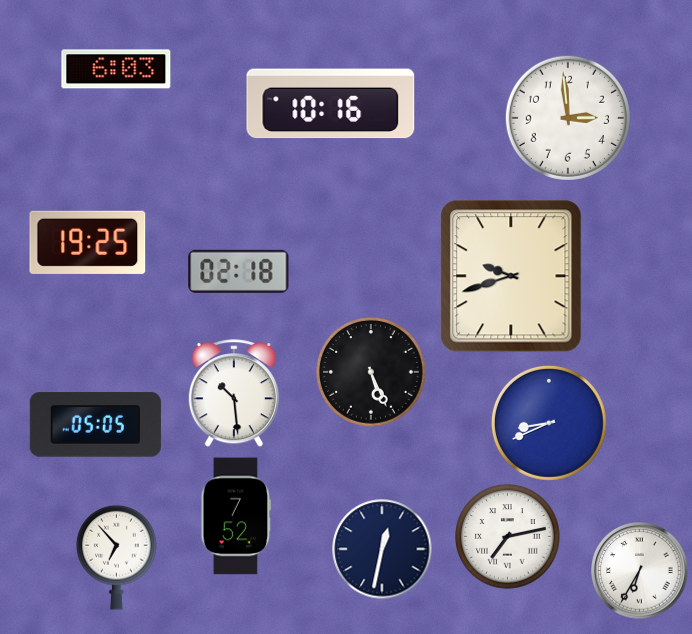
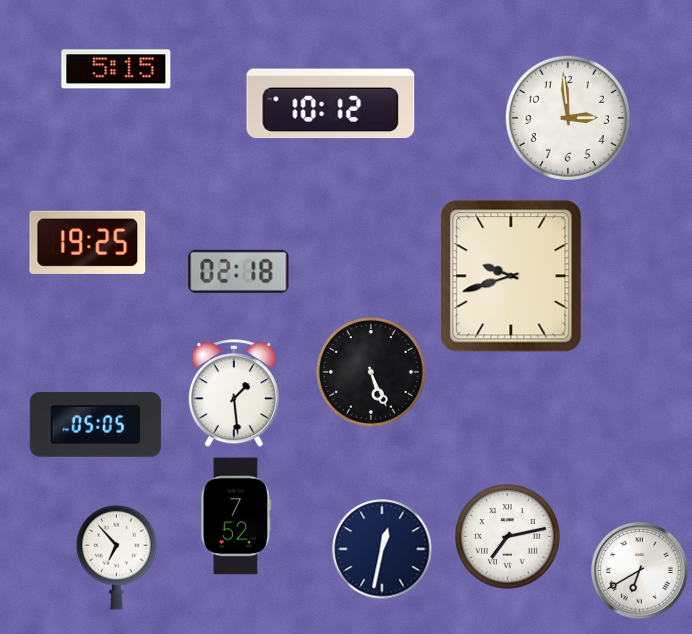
clock at (116, 69): 6:03 -> 5:15
clock at (331, 104): 10:16 -> 10:12
clock at (234, 393): 10:29 -> 1:29
clock at (549, 423): 8:41 -> none
clock at (640, 571): 6:35 -> 6:40
